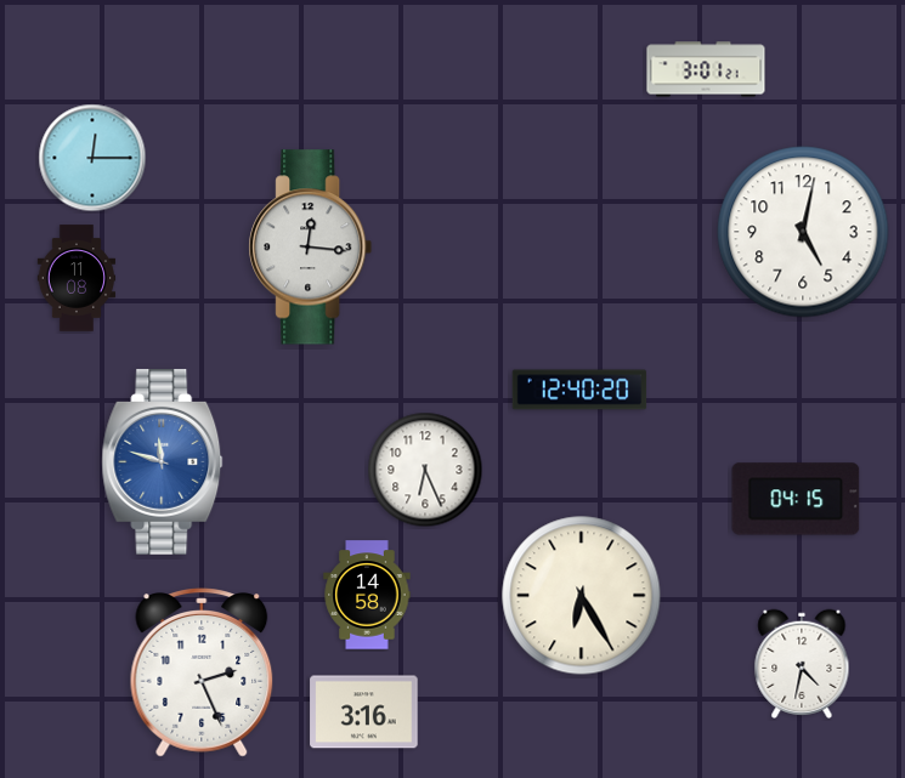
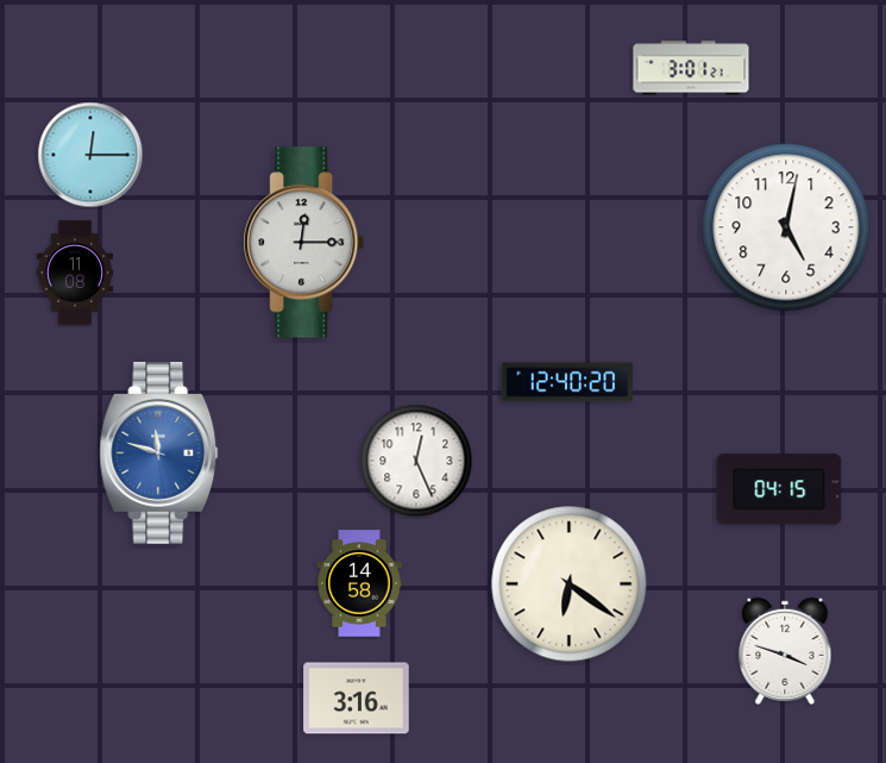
clock at (311, 248): 12:16 -> 12:15
clock at (425, 470): 6:26 -> 12:26
clock at (582, 596): 6:25 -> 6:21
clock at (802, 664): 4:32 -> 3:48
clock at (202, 672): 2:26 -> none
